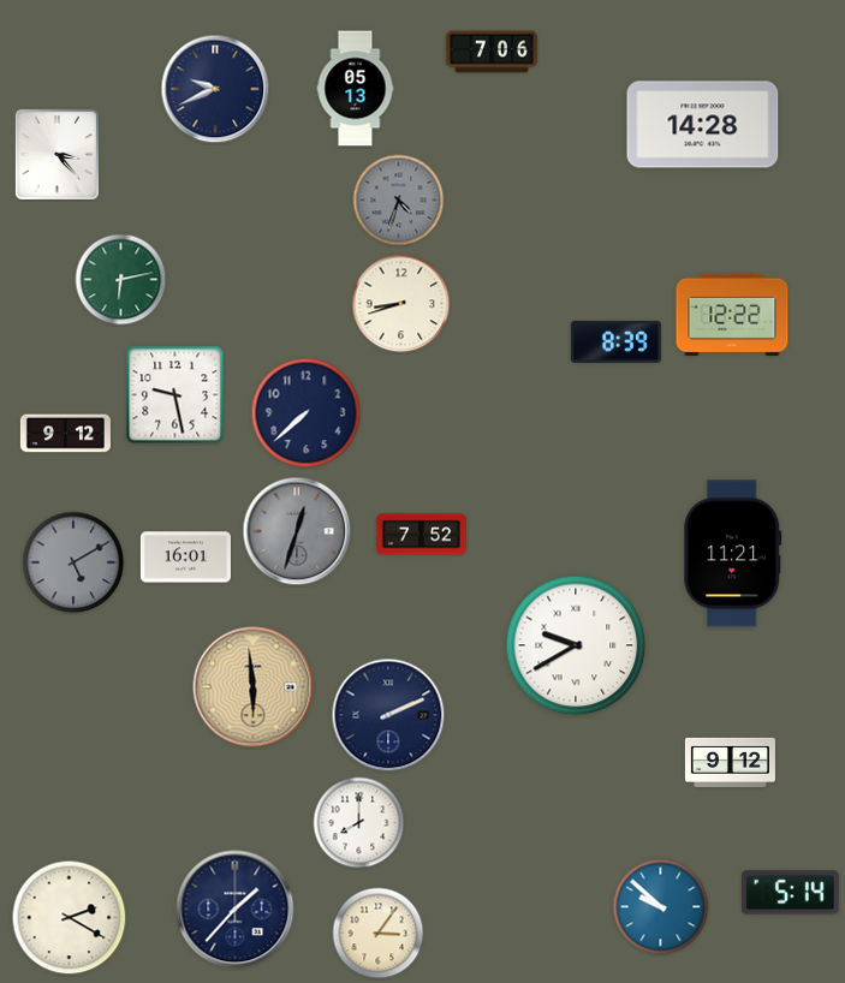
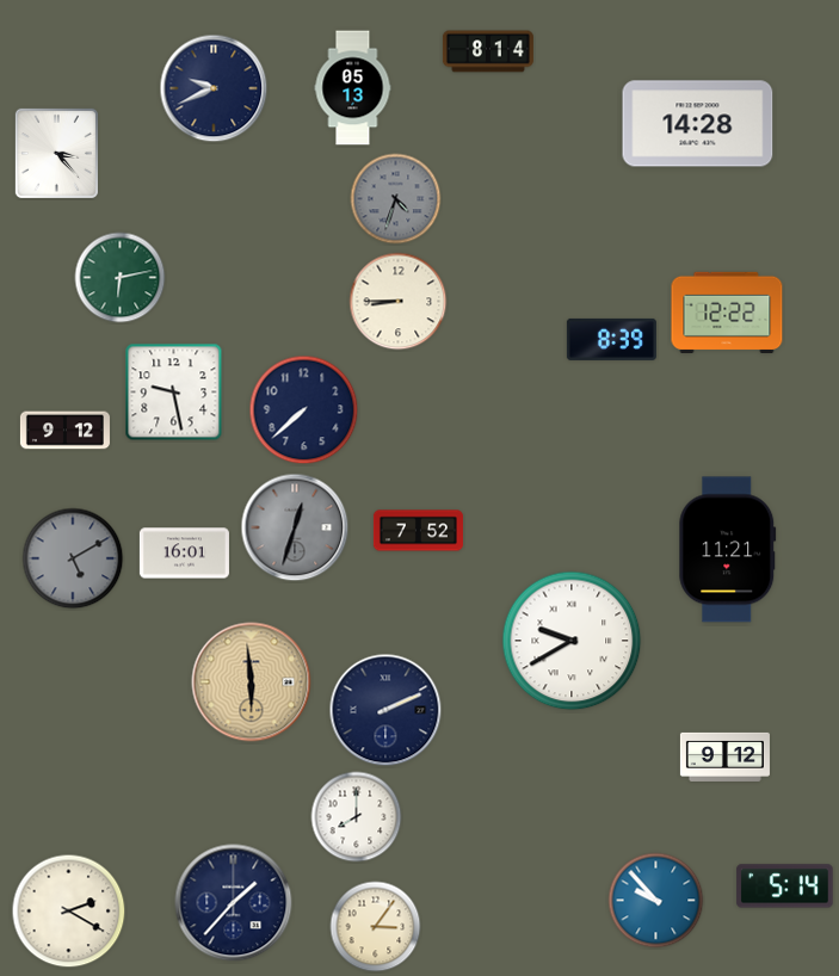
clock at (492, 52): 7:06 -> 8:14
clock at (401, 304): 8:42 -> 8:45
clock at (661, 907): 9:52 -> 9:53
